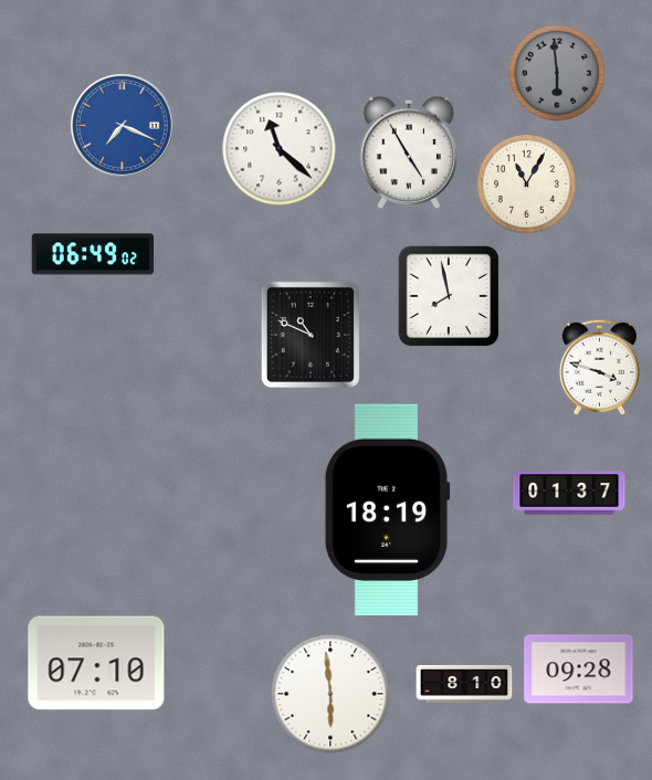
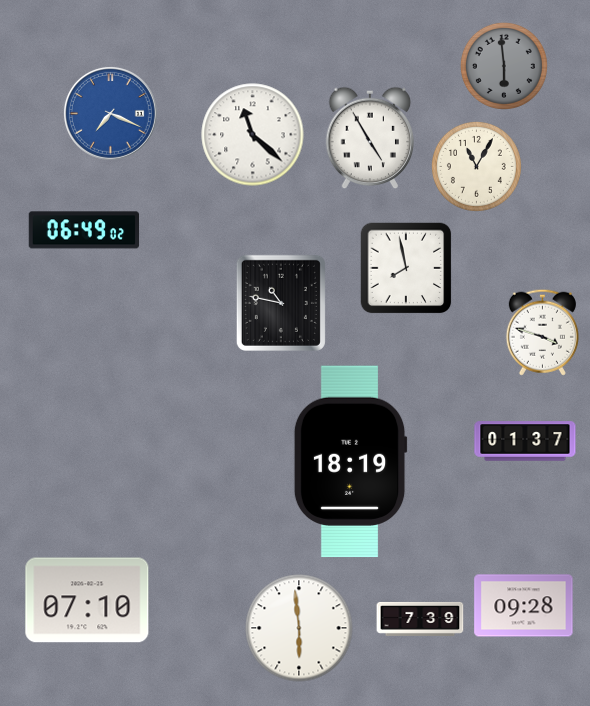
clock at (311, 335): 10:49 -> 10:47
clock at (569, 493) position: (569, 493) -> (525, 441)
clock at (464, 684): 8:10 -> 7:39
